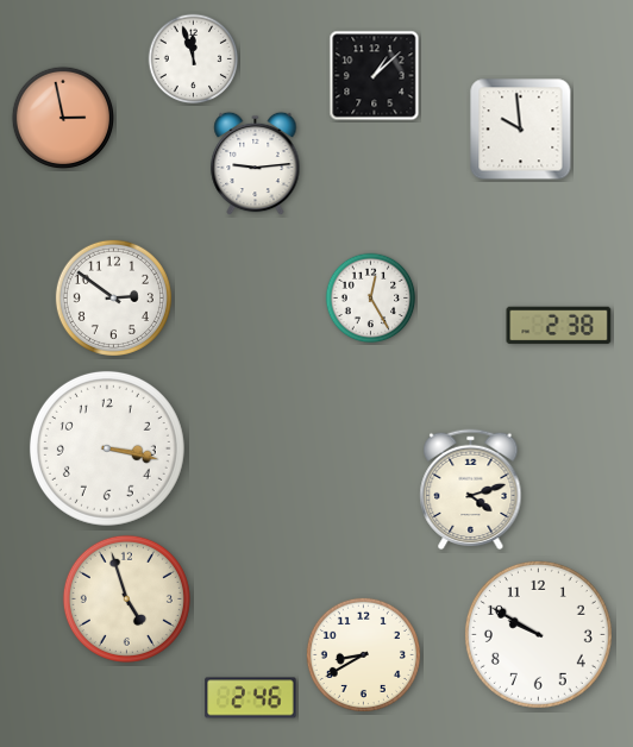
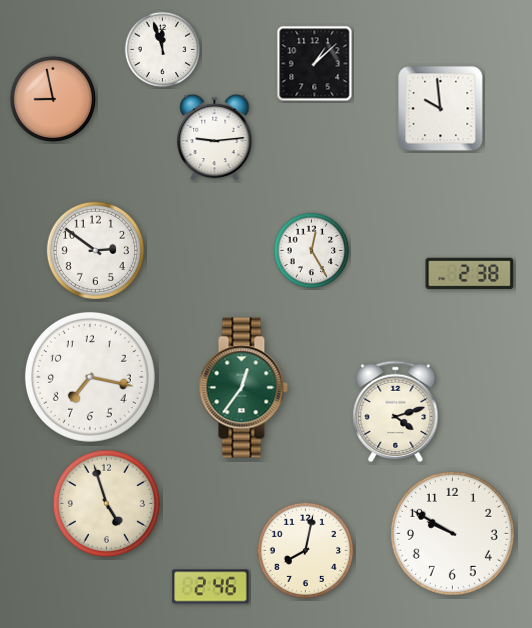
clock at (63, 118): 2:58 -> 8:58
clock at (521, 130) position: (521, 130) -> (441, 109)
clock at (107, 448): 3:17 -> 7:17
clock at (243, 388): none -> 12:36
clock at (363, 654): 8:40 -> 8:02
